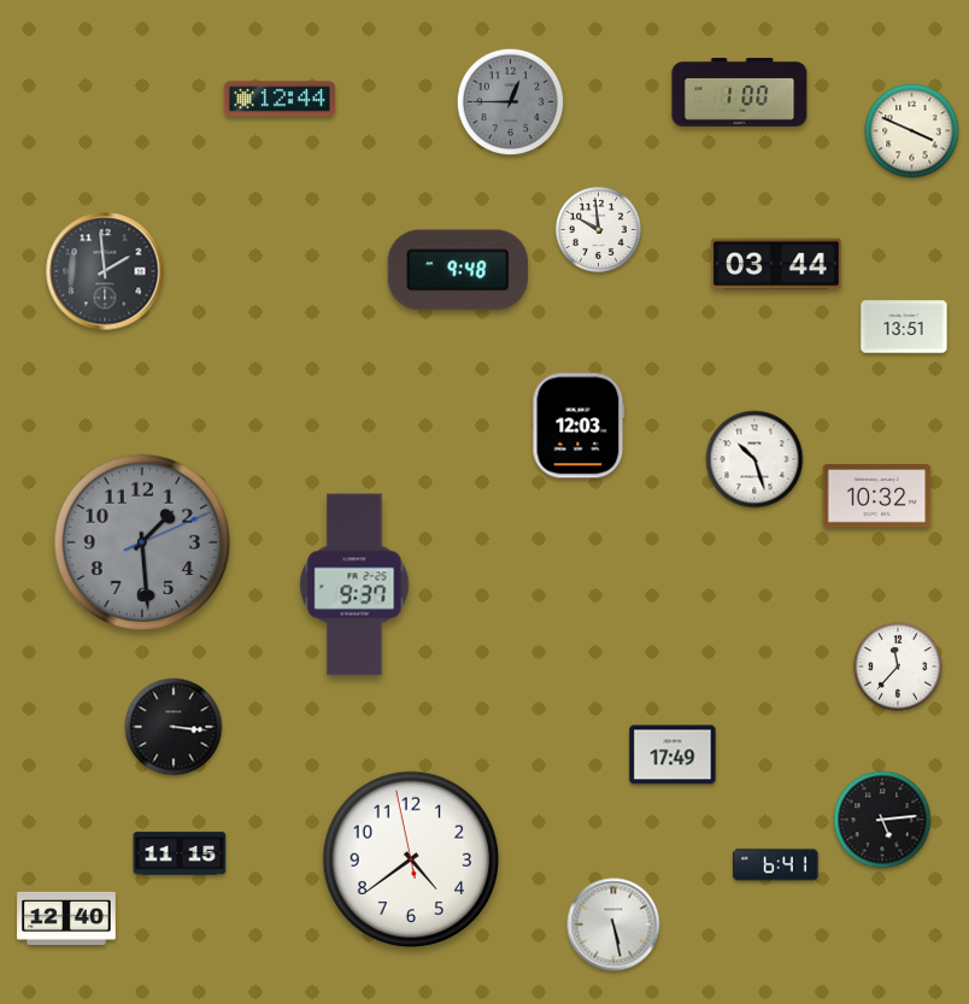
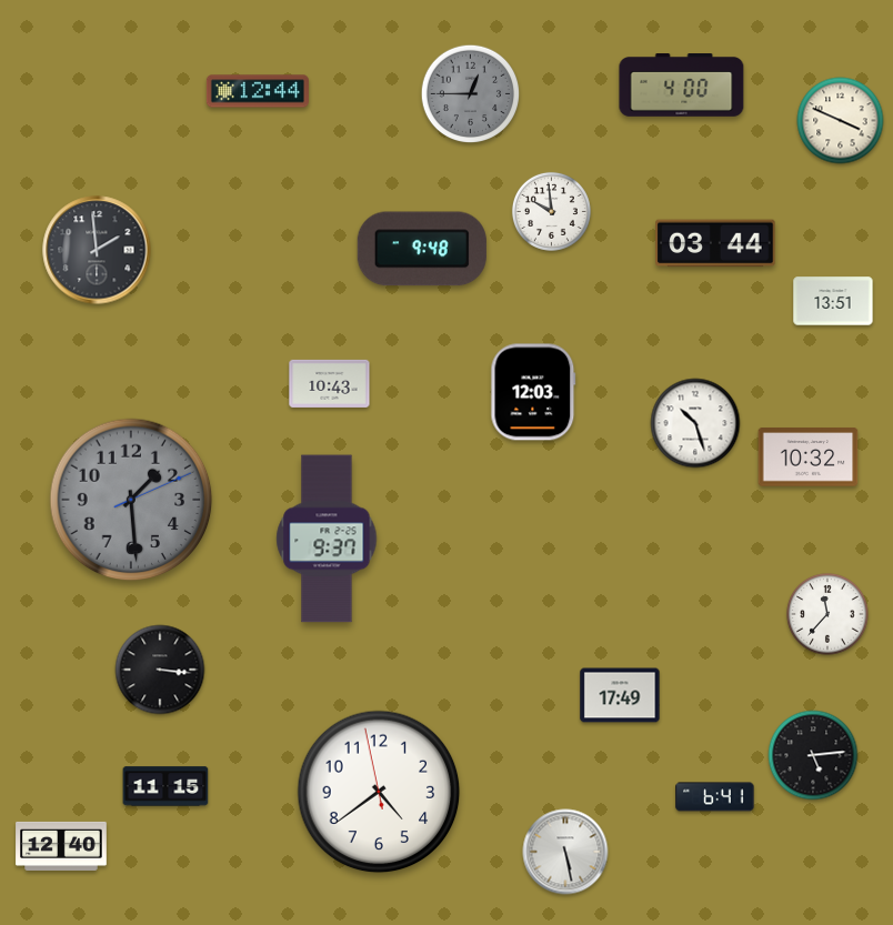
clock at (740, 93): 1:00 -> 4:00
clock at (330, 383): none -> 10:43
